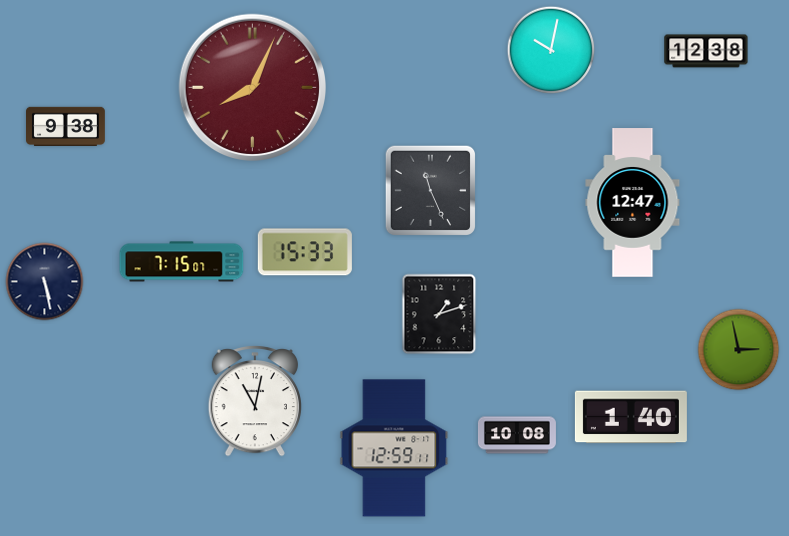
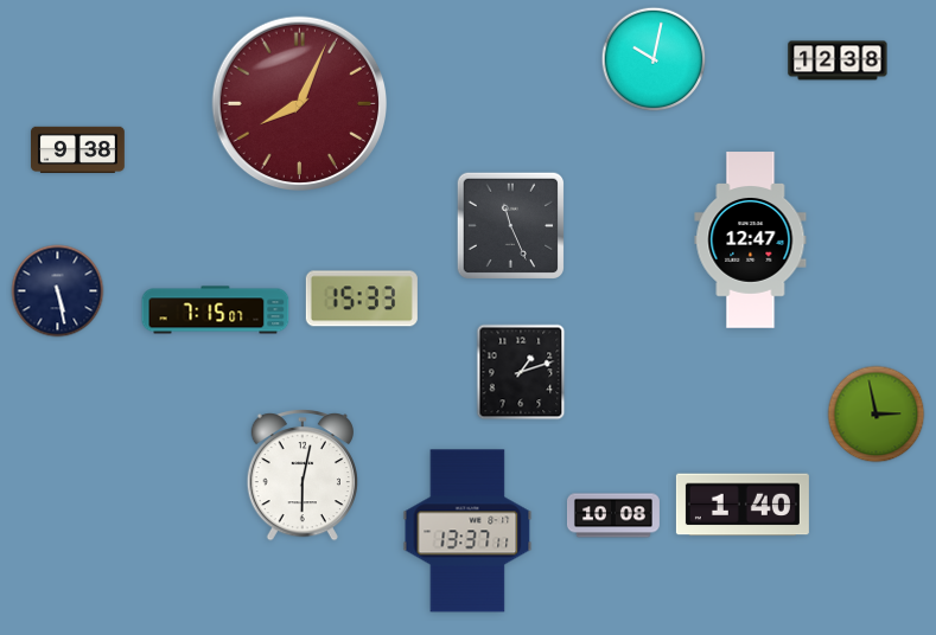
clock at (45, 282) position: (45, 282) -> (58, 291)
clock at (255, 402): 11:02 -> 6:02
clock at (631, 417) position: (631, 417) -> (743, 505)
clock at (394, 448): 12:59 -> 13:37
